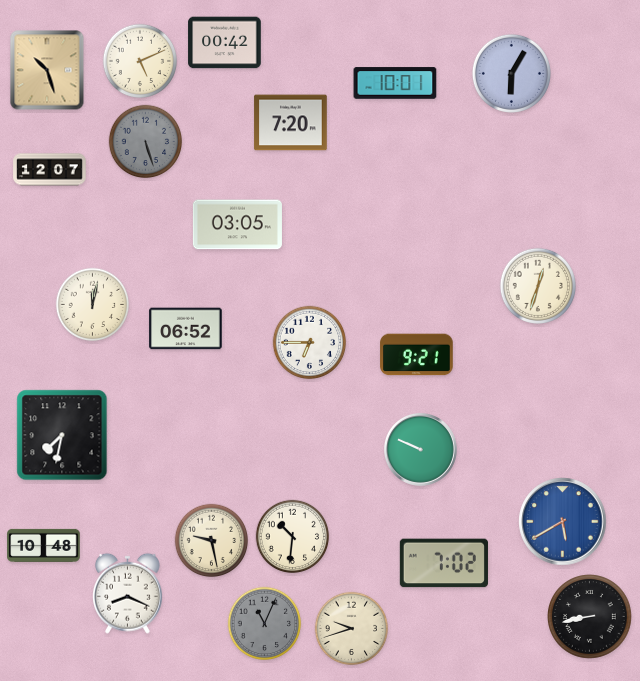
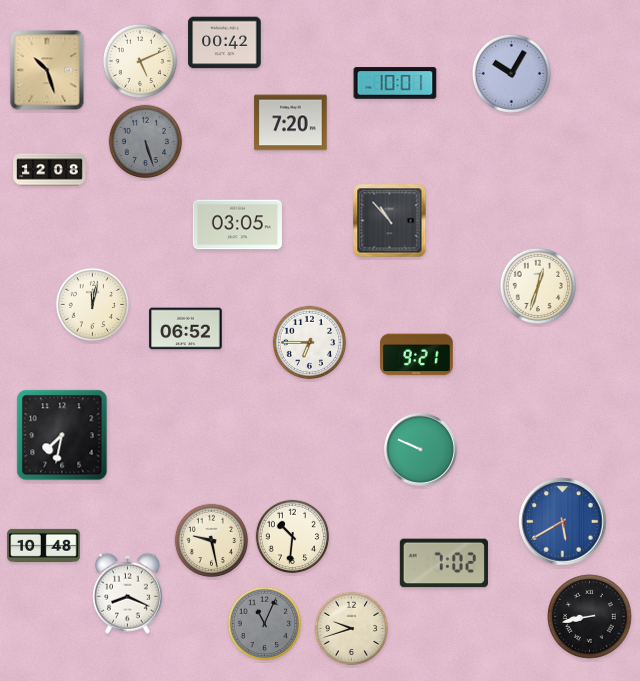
clock at (511, 73): 6:05 -> 10:05
clock at (50, 170): 12:07 -> 12:08
clock at (390, 221): none -> 10:53
